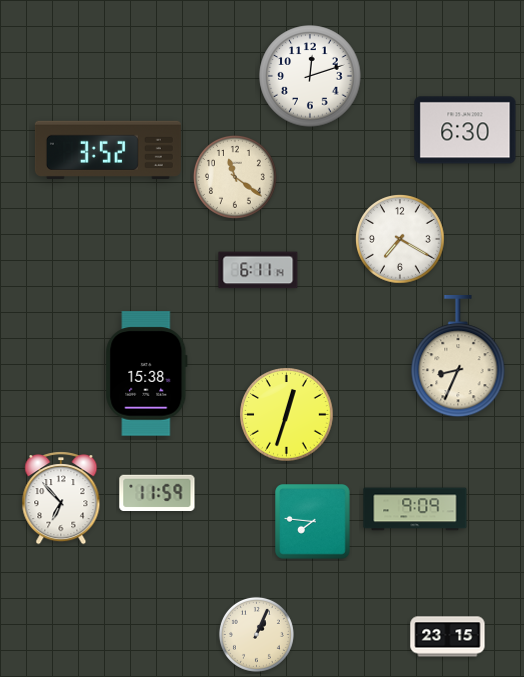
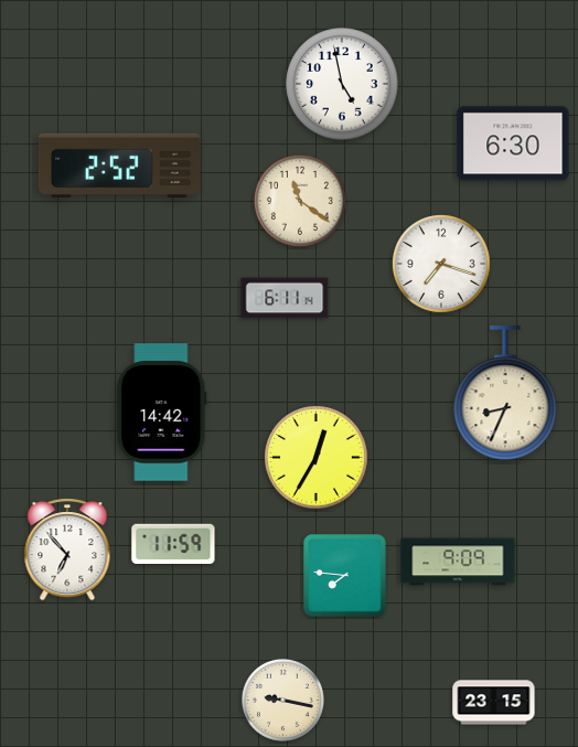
clock at (310, 76): 12:12 -> 4:58
clock at (108, 150): 3:52 -> 2:52
clock at (235, 177) position: (235, 177) -> (300, 201)
clock at (401, 240): 7:20 -> 7:18
clock at (147, 374): 15:38 -> 14:42
clock at (287, 415): 12:33 -> 12:35
clock at (256, 634): 1:04 -> 9:17
